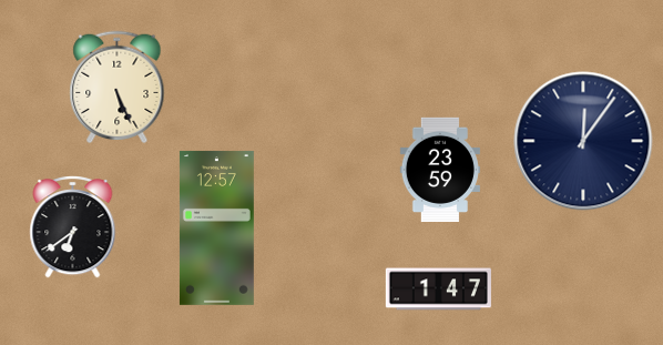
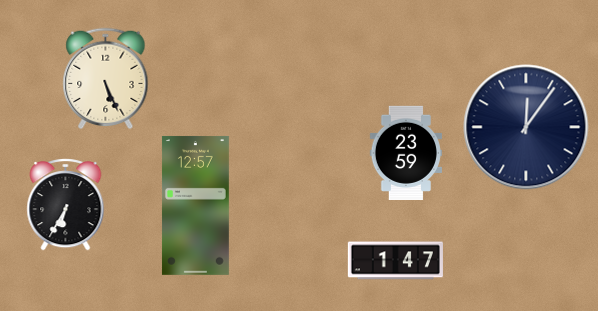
clock at (439, 170) position: (439, 170) -> (405, 153)
clock at (73, 227): 6:39 -> 6:35
